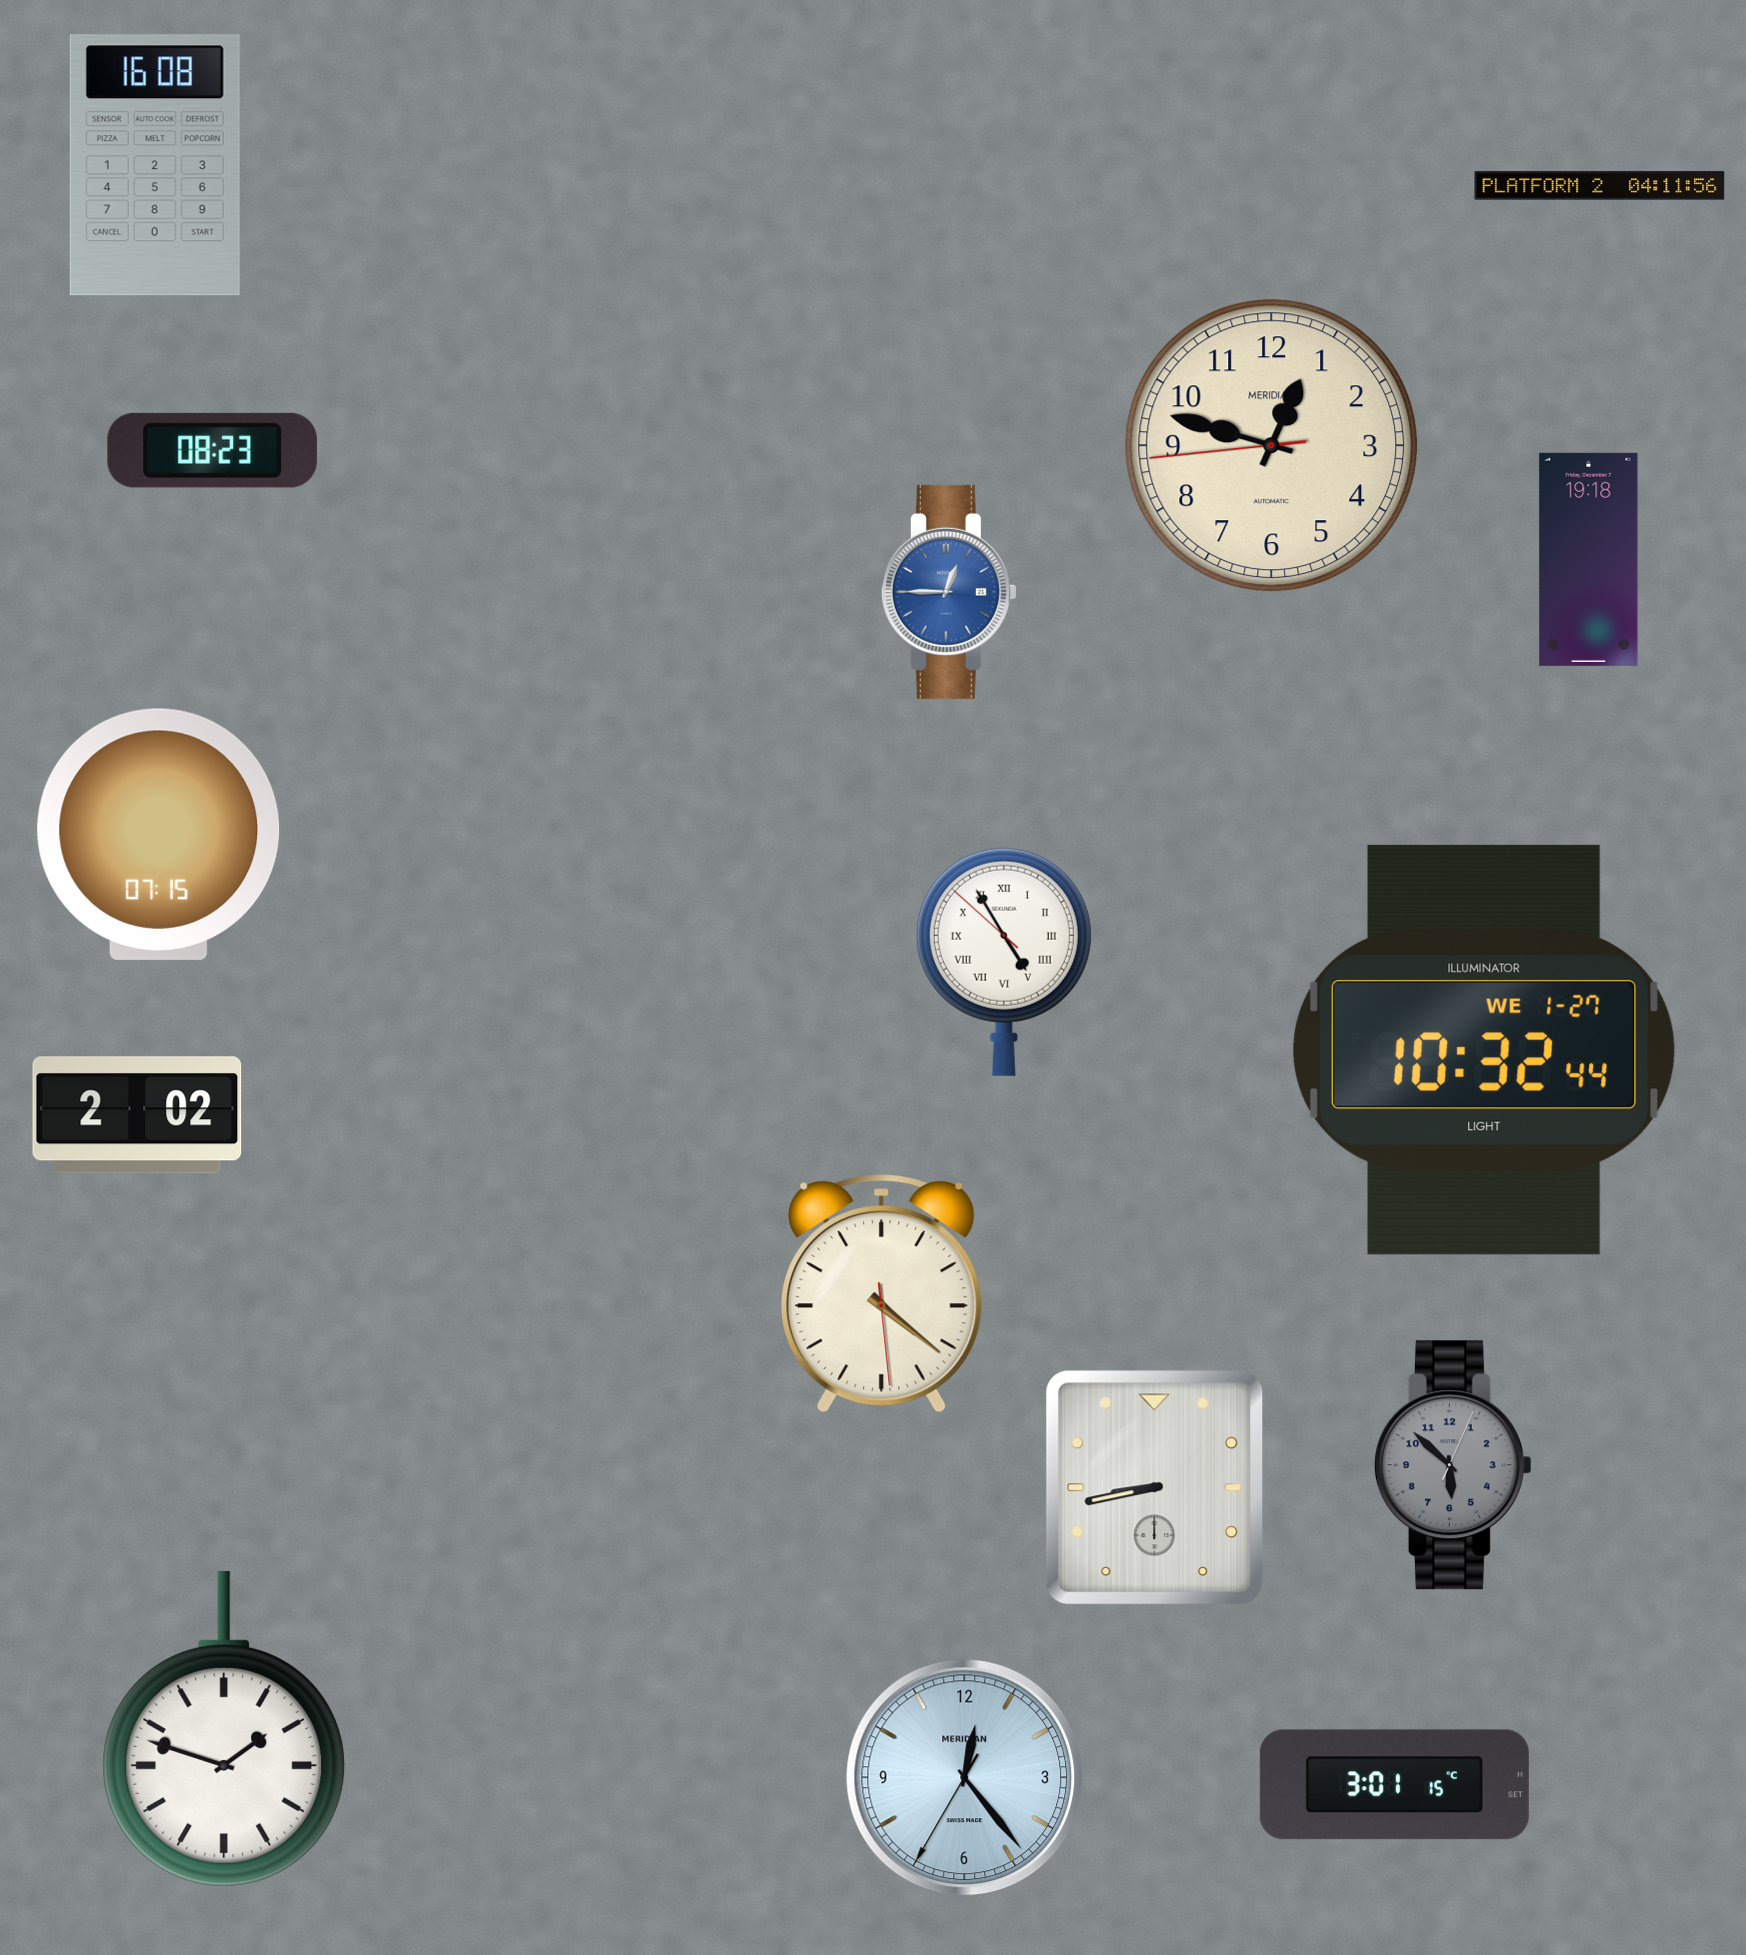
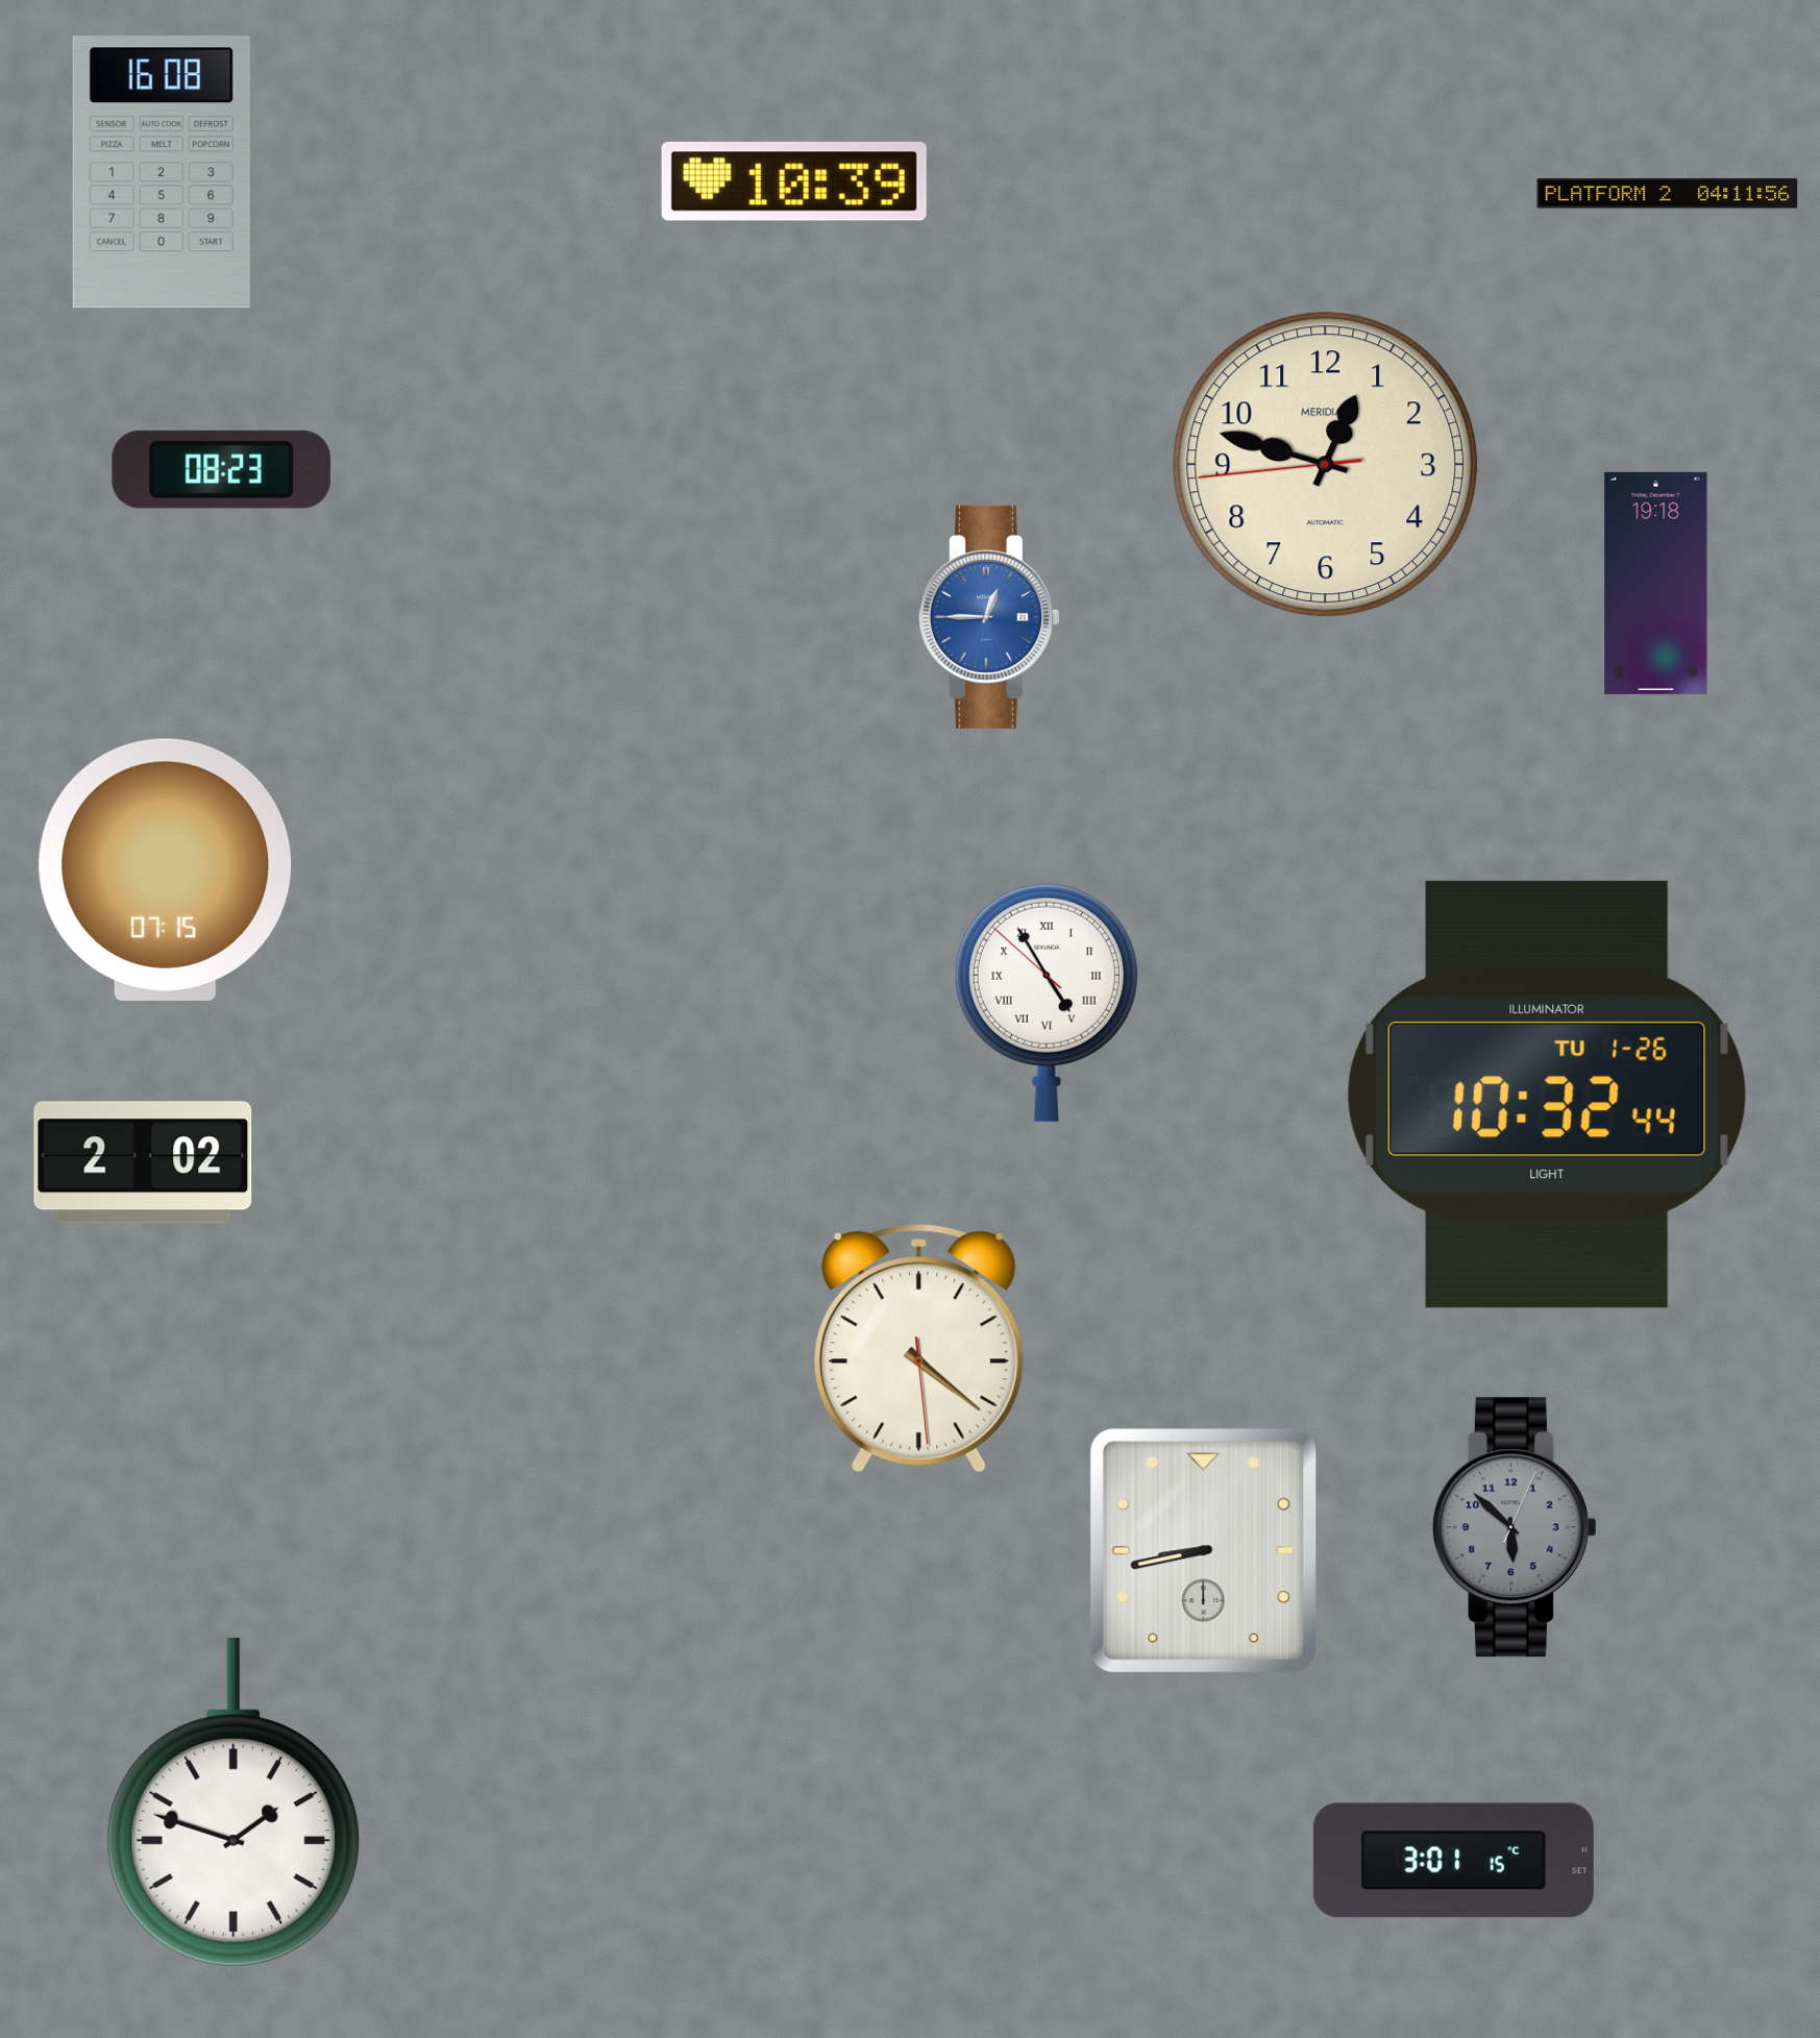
clock at (794, 181): none -> 10:39
clock at (1484, 1050) date: WE 1-27 -> TU 1-26
clock at (965, 1778): 12:23 -> none
